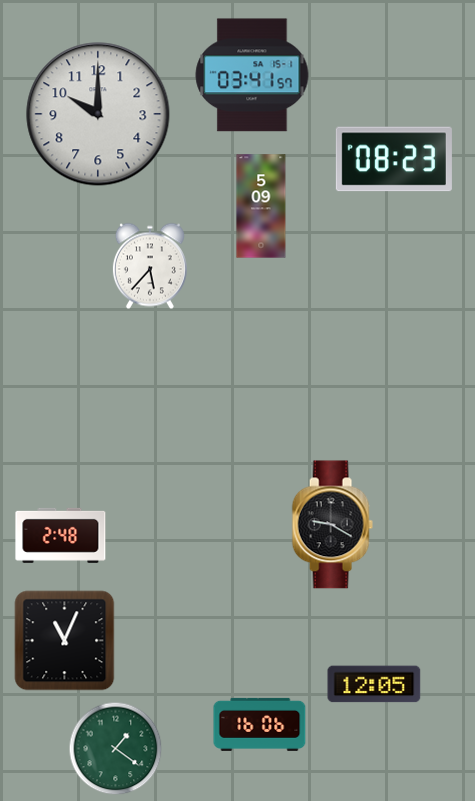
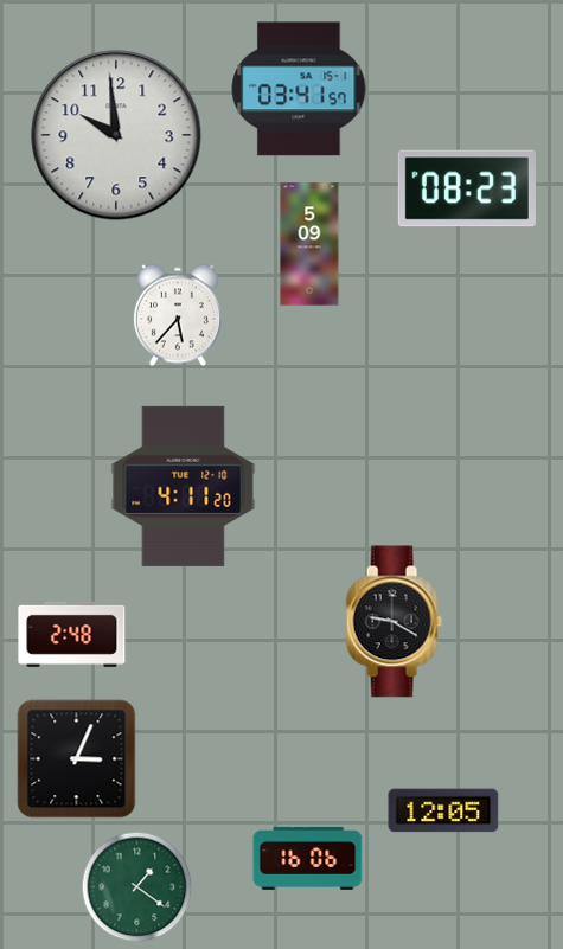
clock at (98, 114): 10:00 -> 9:59
clock at (184, 486): none -> 4:11
clock at (65, 641): 11:04 -> 3:04
